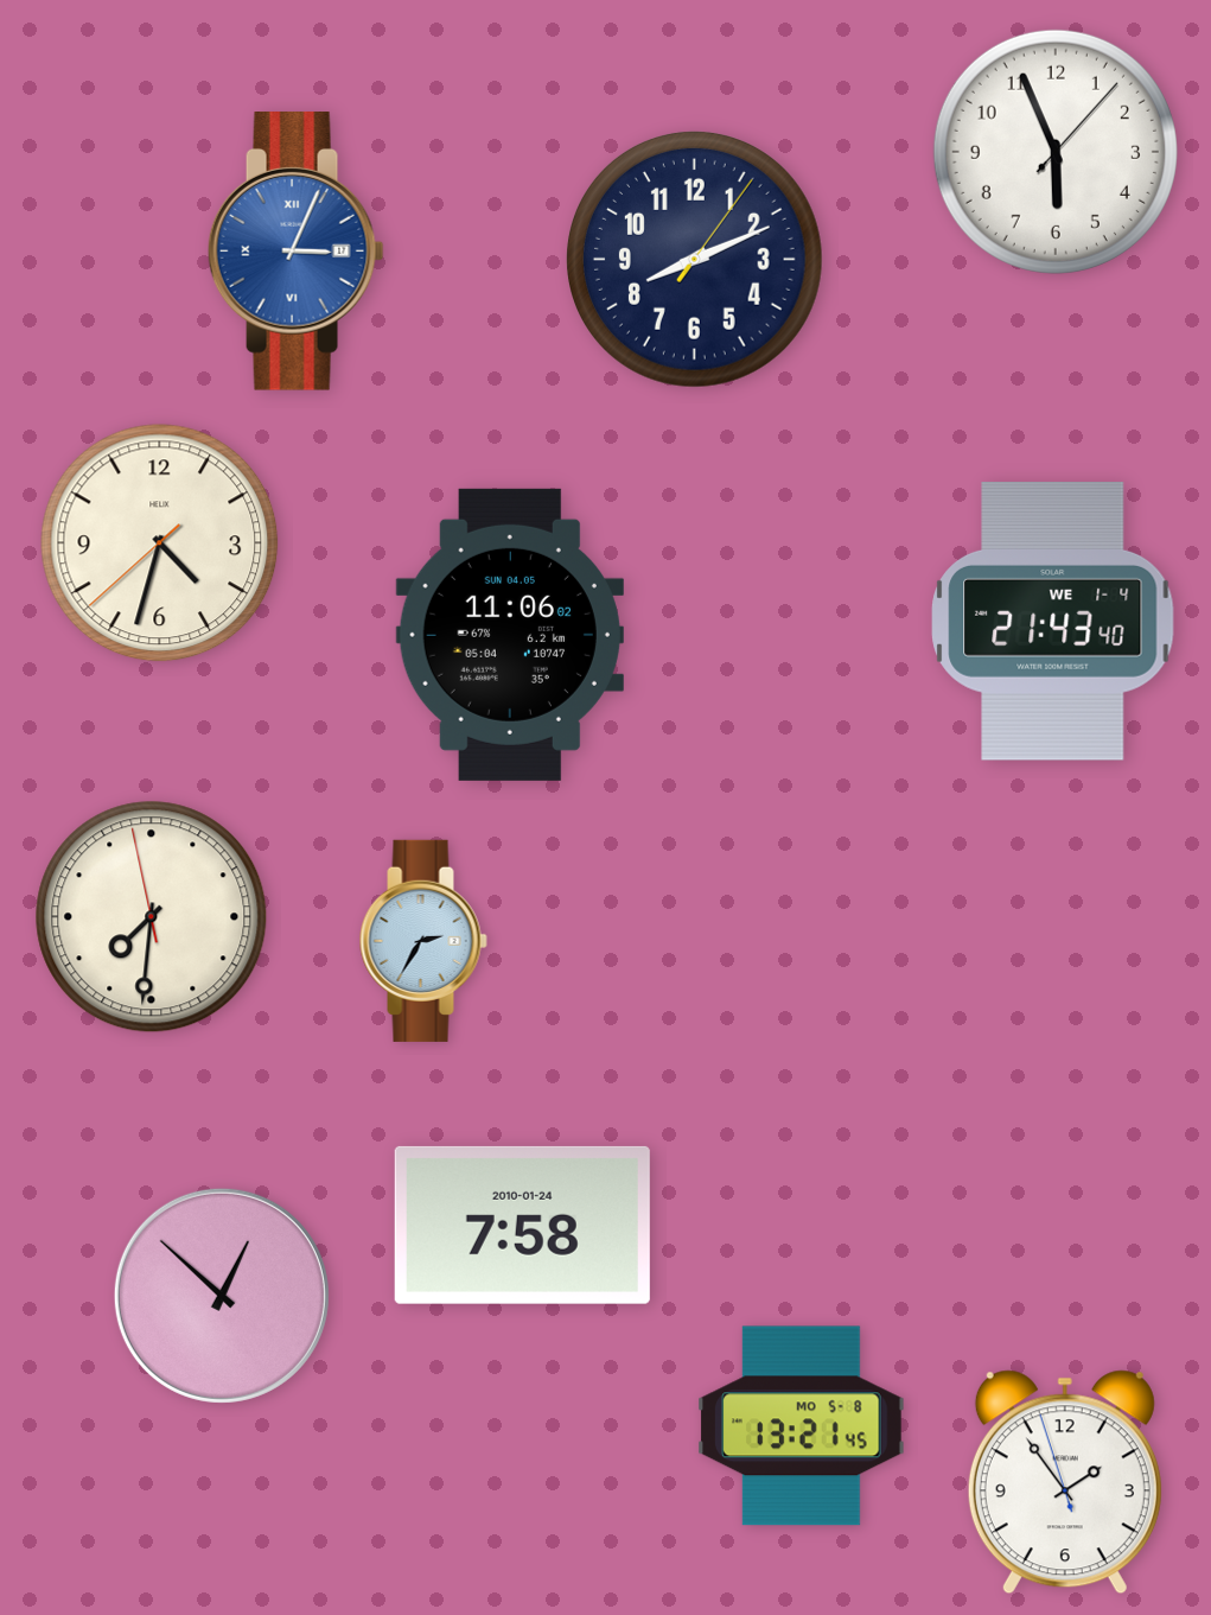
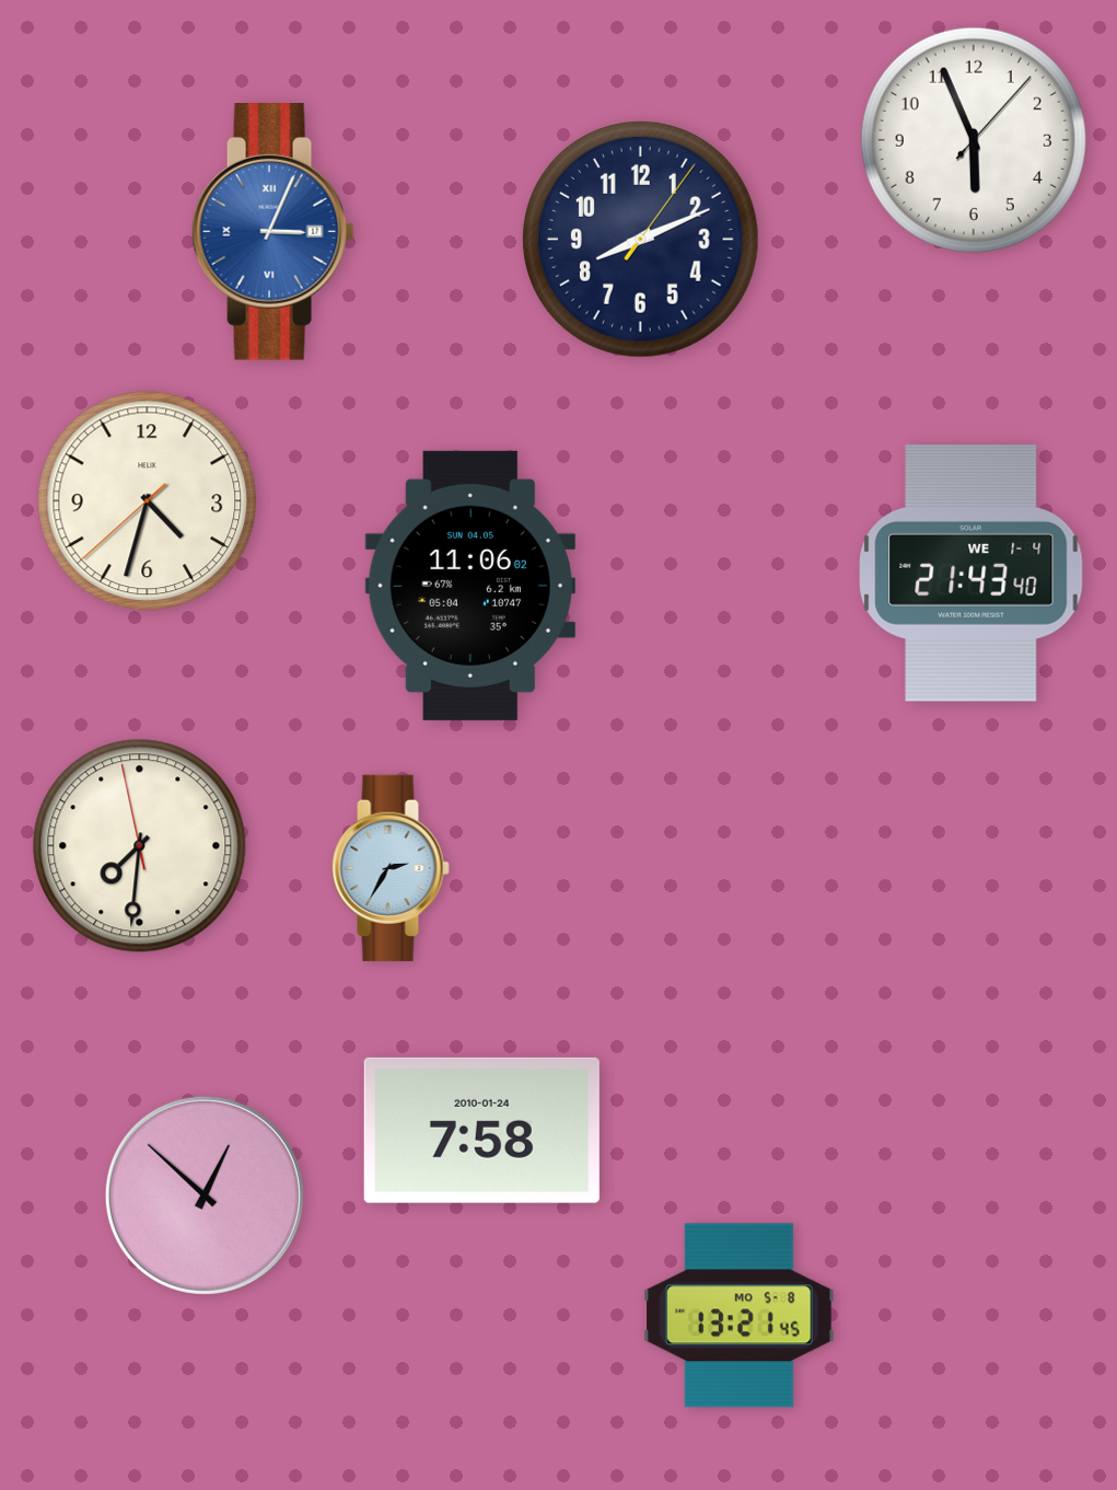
clock at (1065, 1482): 1:53 -> none
